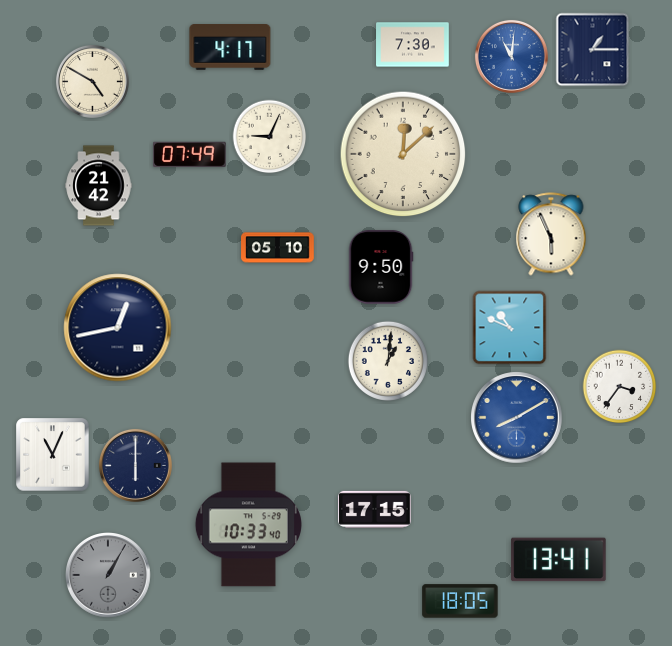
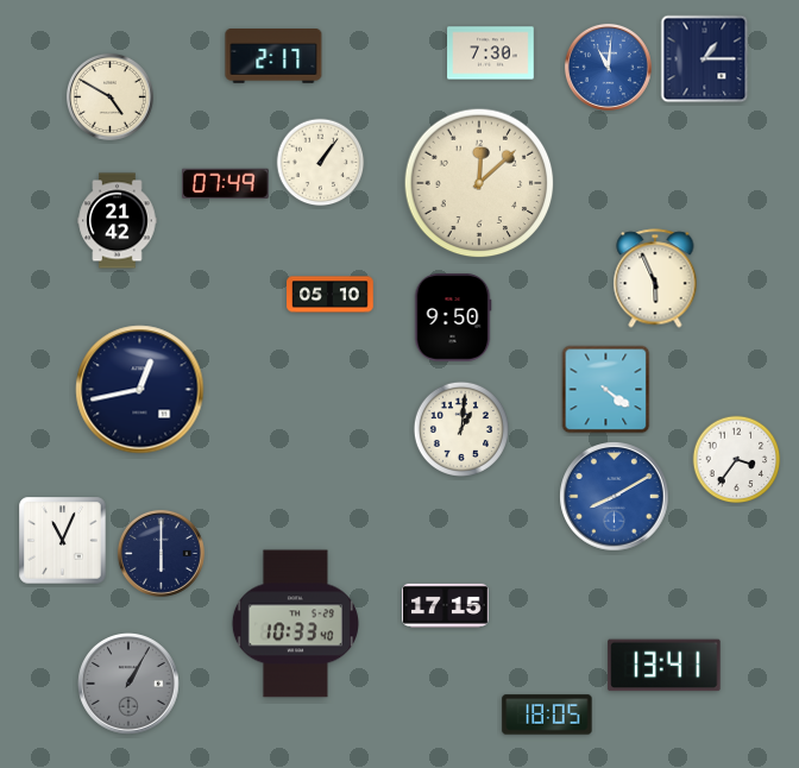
clock at (230, 48): 4:17 -> 2:17
clock at (270, 137): 9:04 -> 1:06
clock at (510, 328): 10:49 -> 4:21
